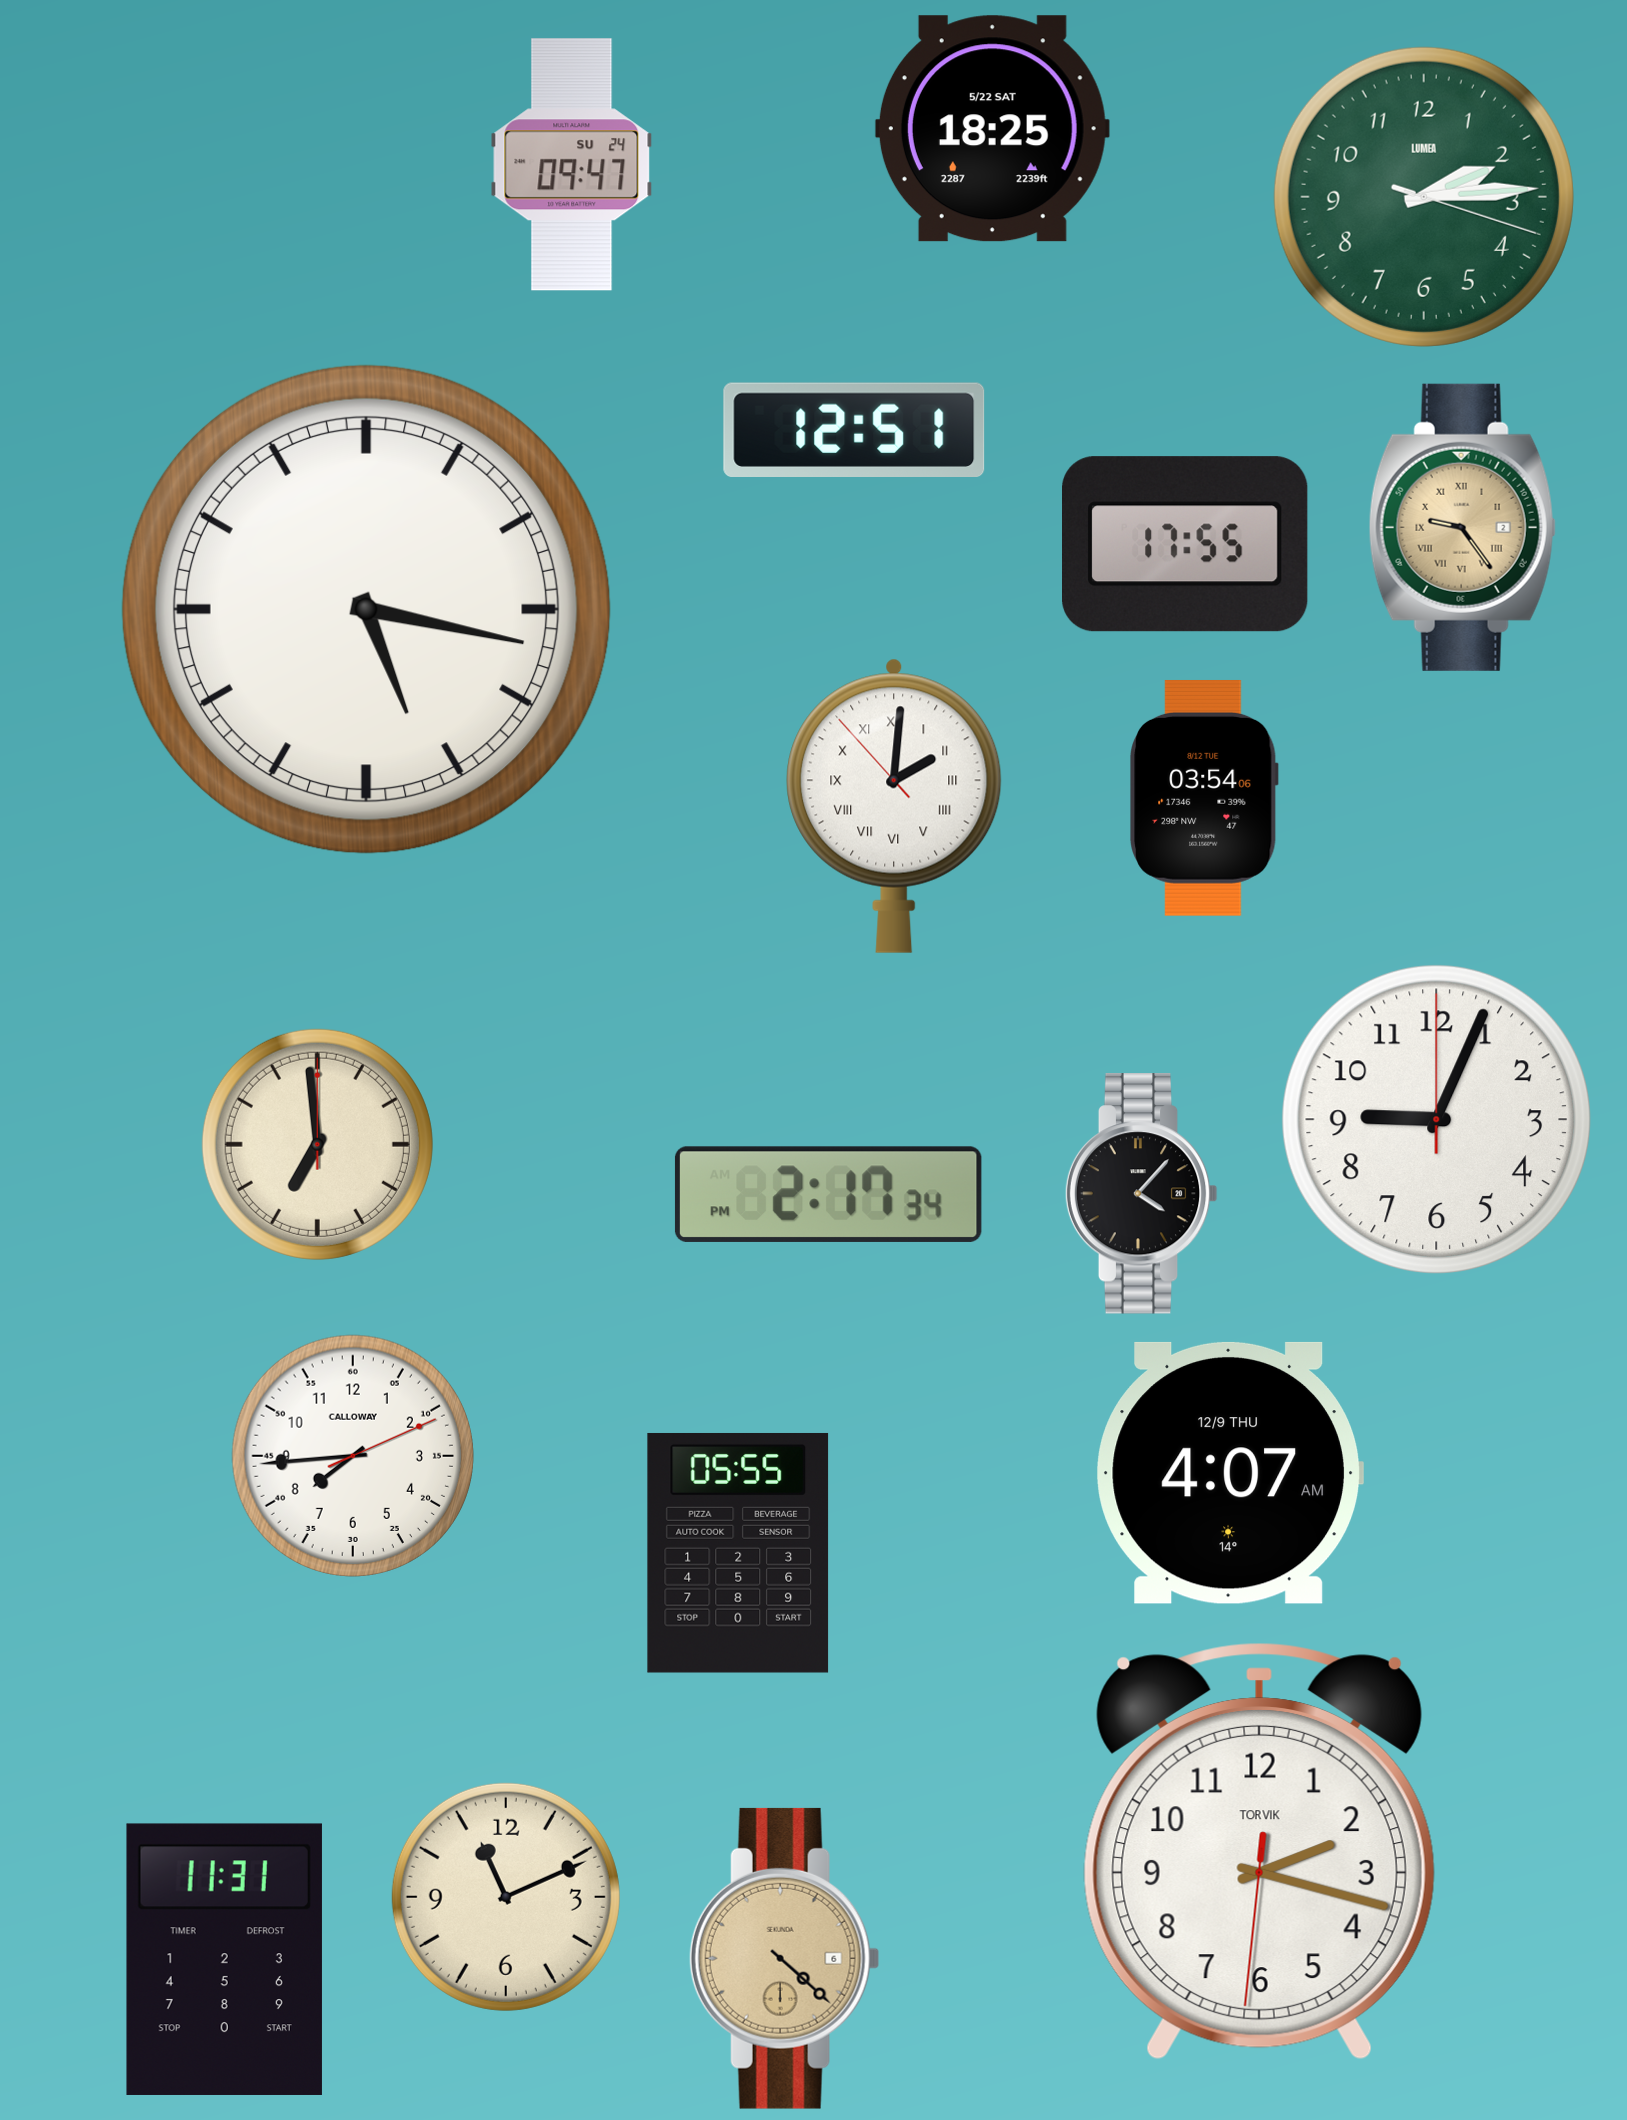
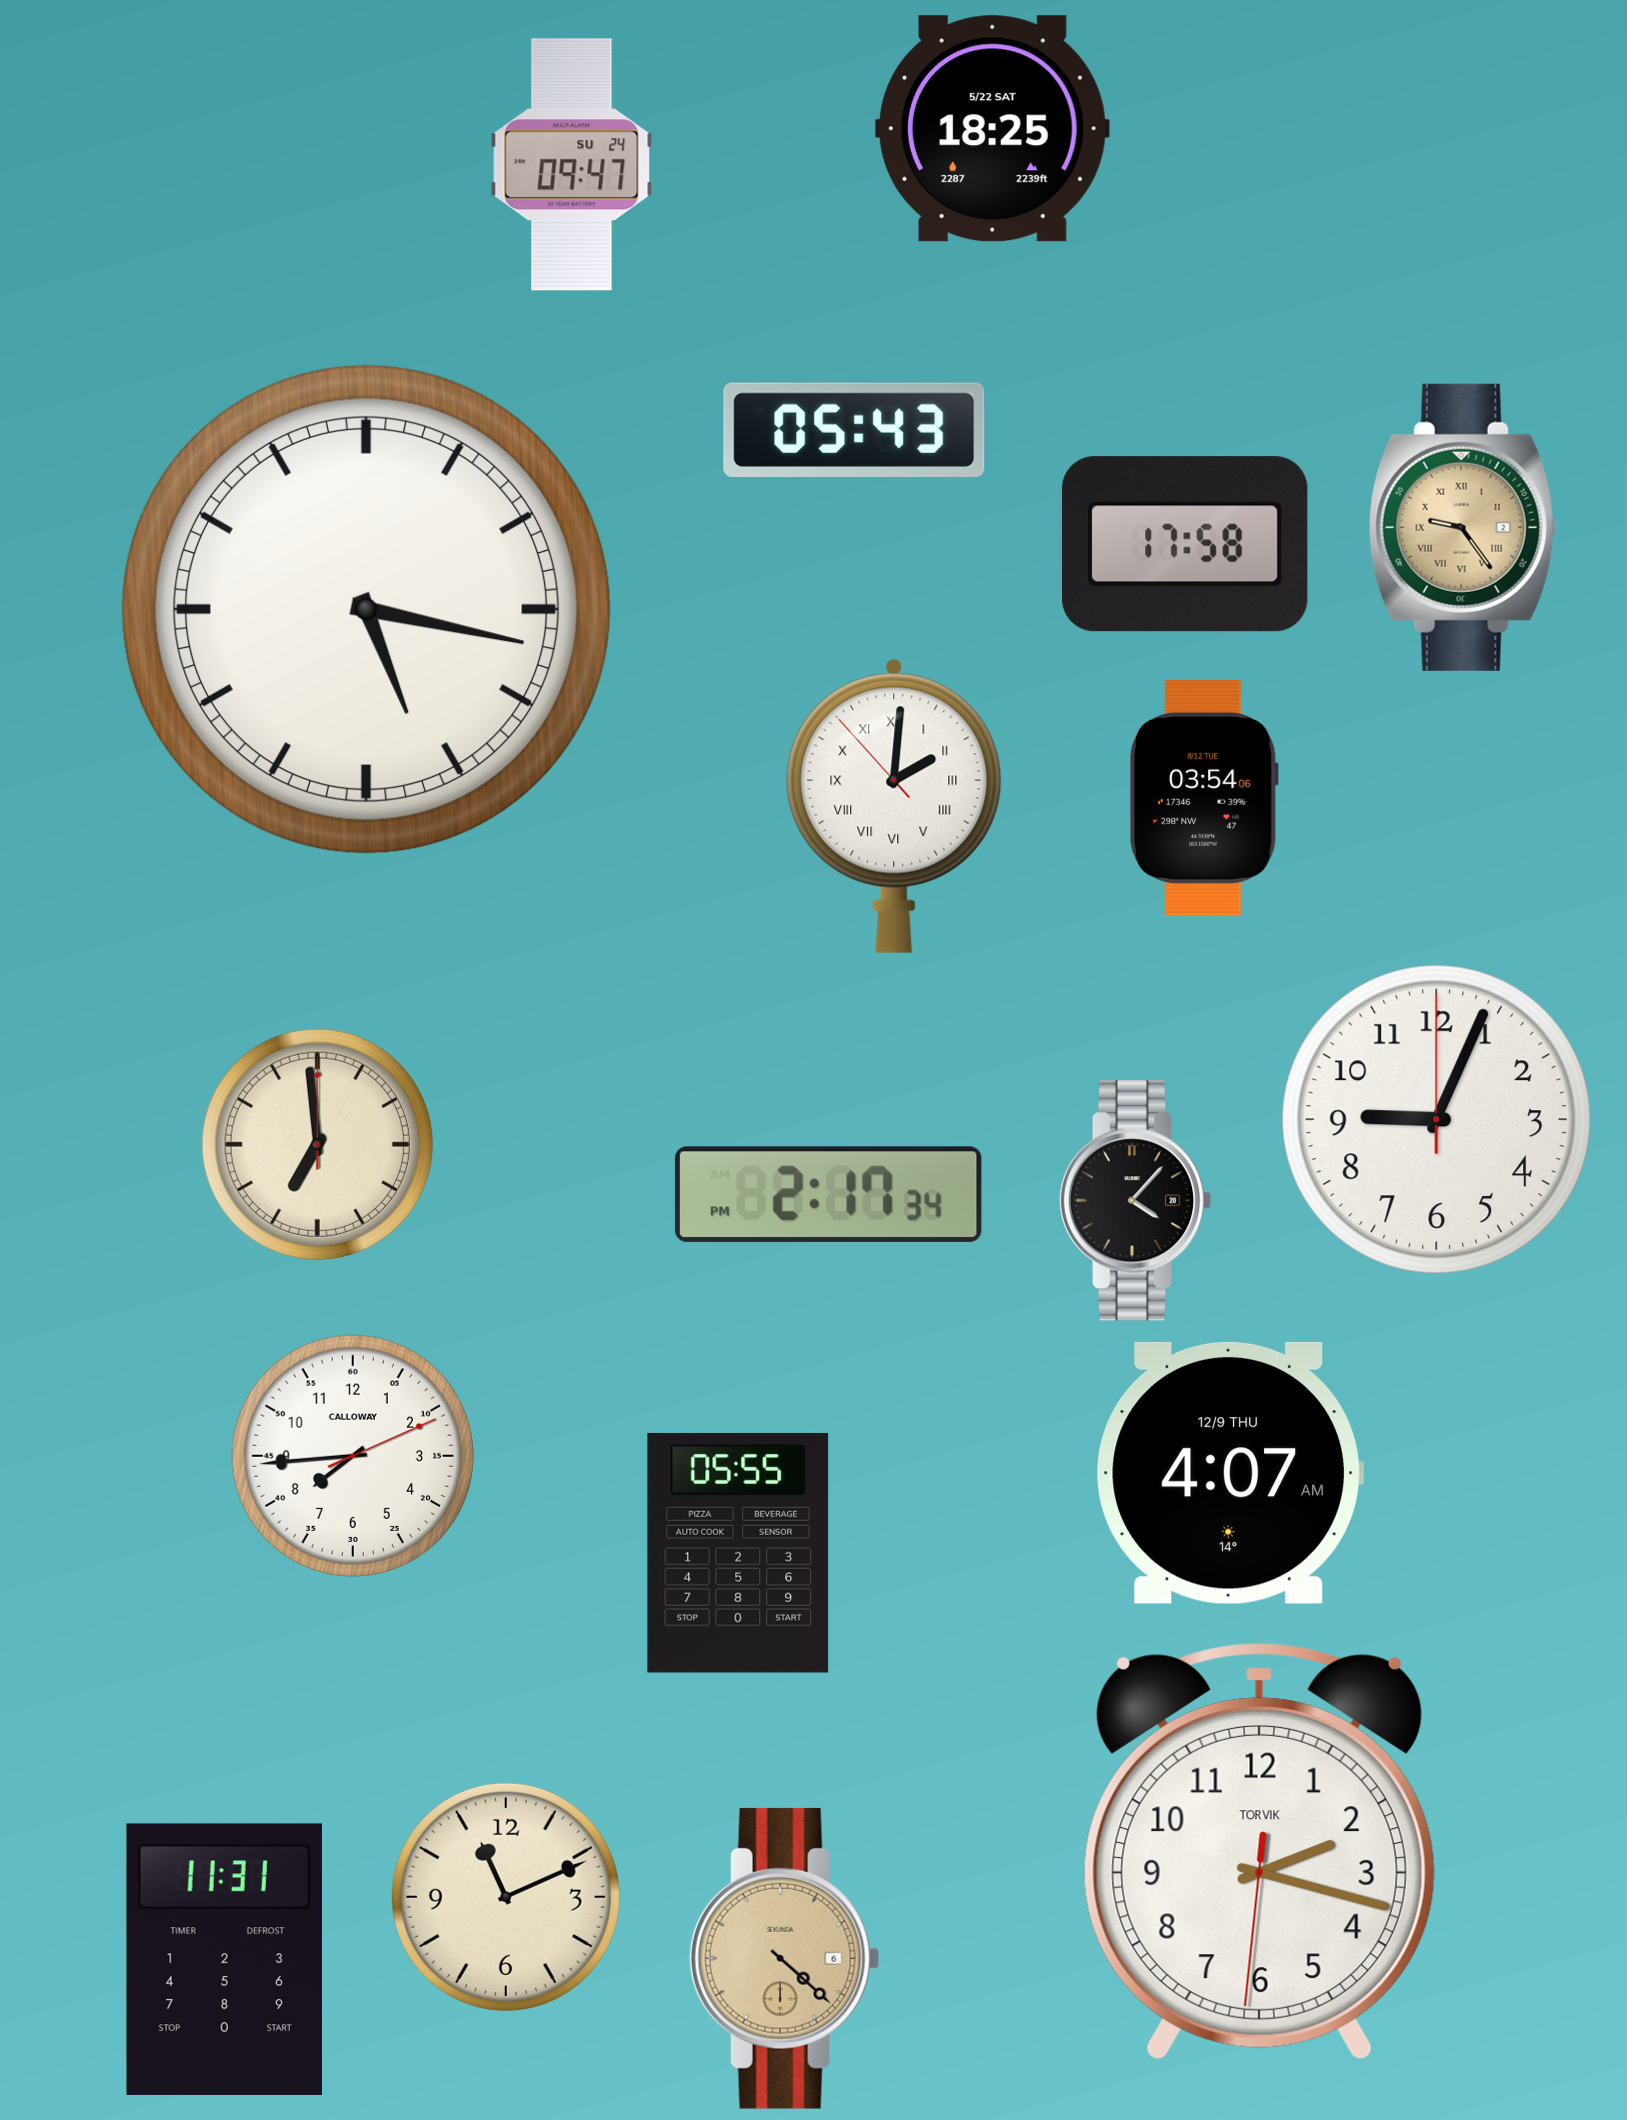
clock at (1424, 197): 2:14 -> none
clock at (854, 429): 12:51 -> 05:43
clock at (1186, 544): 17:55 -> 17:58
clock at (1141, 1194) position: (1141, 1194) -> (1135, 1201)
